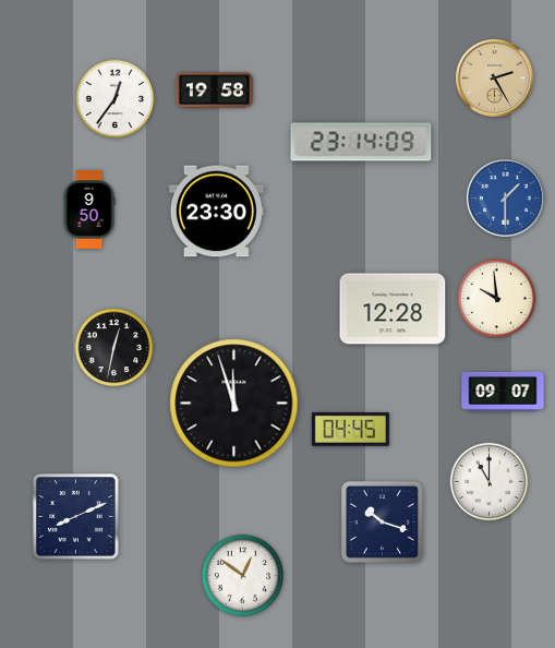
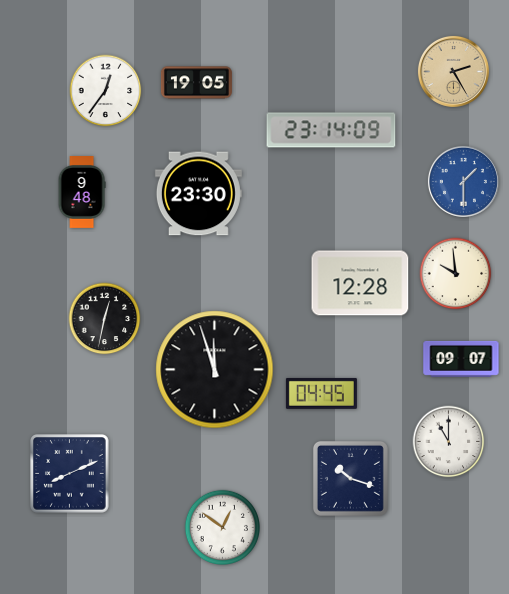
clock at (214, 91): 19:58 -> 19:05
clock at (89, 211): 9:50 -> 9:48
